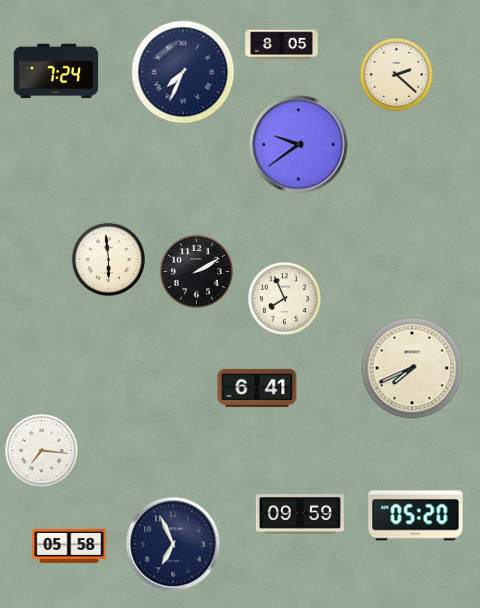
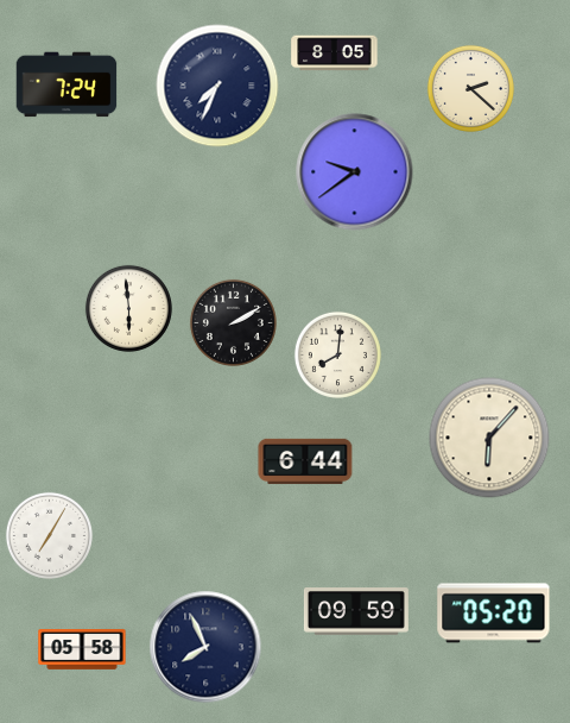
clock at (284, 298): 7:56 -> 8:01
clock at (412, 368): 7:41 -> 6:07
clock at (257, 388): 6:41 -> 6:44
clock at (41, 450): 7:16 -> 7:05
clock at (173, 544): 6:56 -> 7:56
